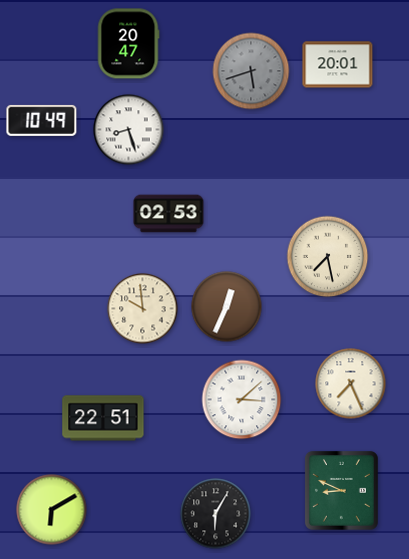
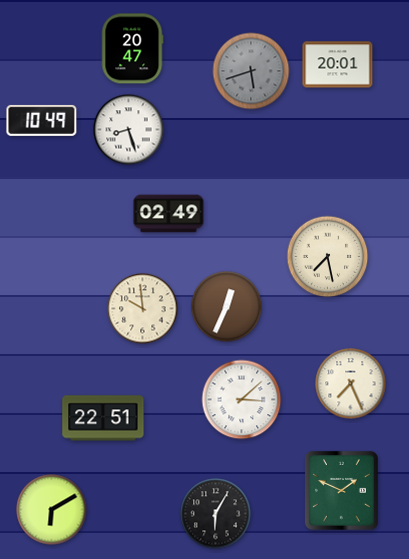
clock at (128, 44) position: (128, 44) -> (132, 49)
clock at (169, 214): 02:53 -> 02:49
clock at (341, 490): 8:49 -> 1:49
